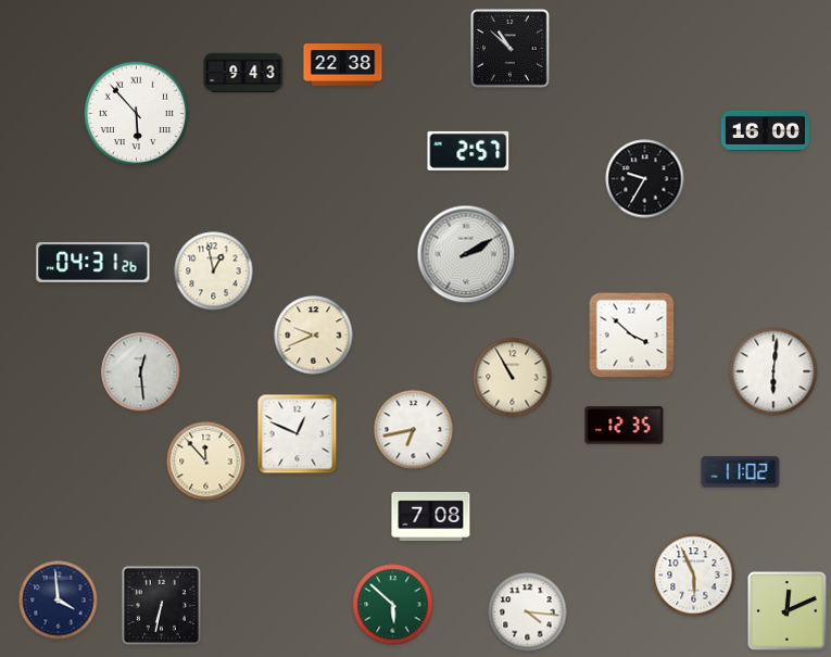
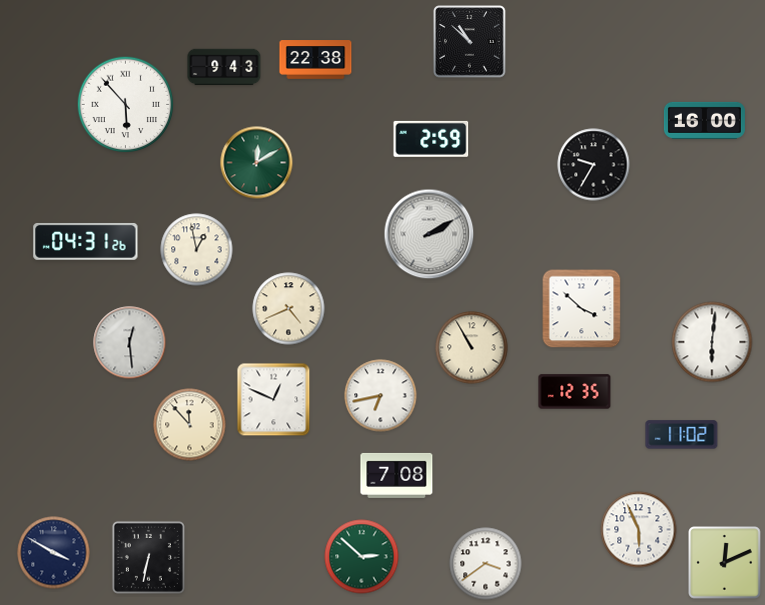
clock at (511, 49) position: (511, 49) -> (470, 42)
clock at (468, 151): 2:57 -> 2:59
clock at (257, 163): none -> 12:10
clock at (314, 336): 9:41 -> 4:41
clock at (59, 601): 3:59 -> 3:50
clock at (393, 605): 5:52 -> 2:52
clock at (528, 612): 4:16 -> 3:39
